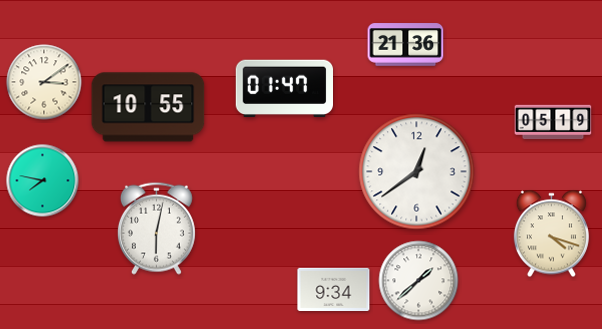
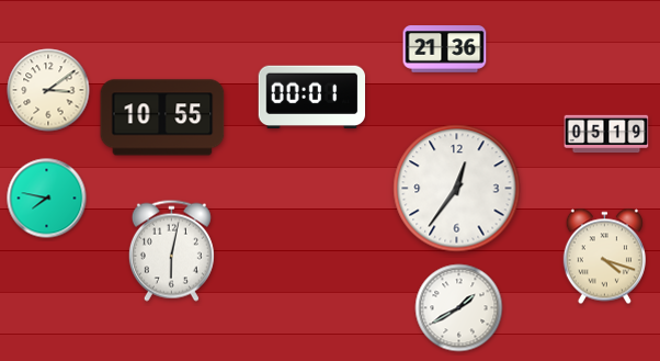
clock at (284, 89): 01:47 -> 00:01
clock at (417, 172): 12:39 -> 12:36
clock at (419, 281): 1:38 -> 1:40
clock at (334, 289): 9:34 -> none
